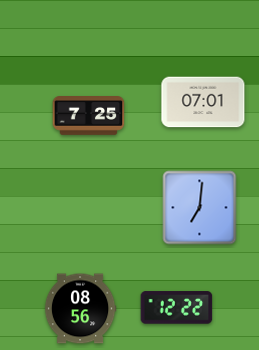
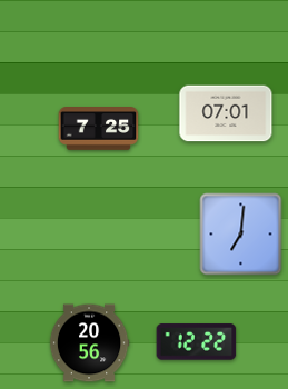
clock at (200, 208) position: (200, 208) -> (241, 235)
clock at (80, 309): 08:56 -> 20:56
